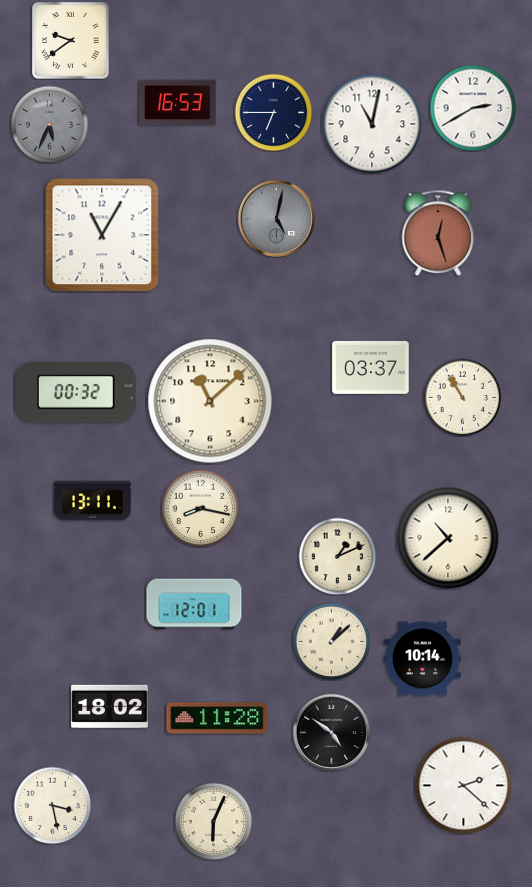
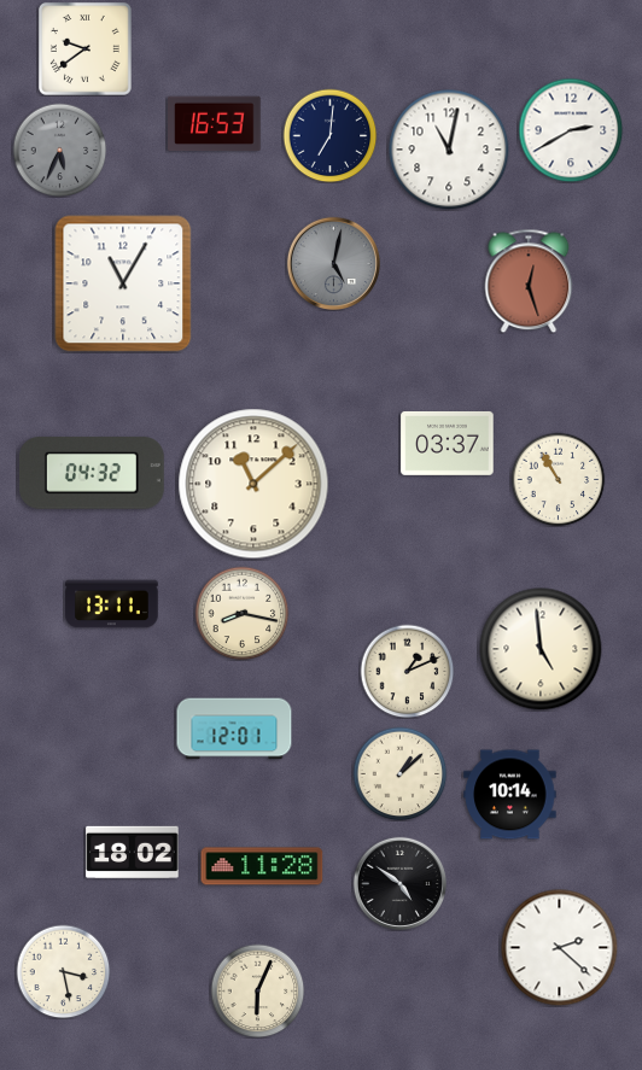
clock at (273, 112): 6:45 -> 7:01
clock at (76, 392): 00:32 -> 04:32
clock at (448, 538): 10:38 -> 4:59
